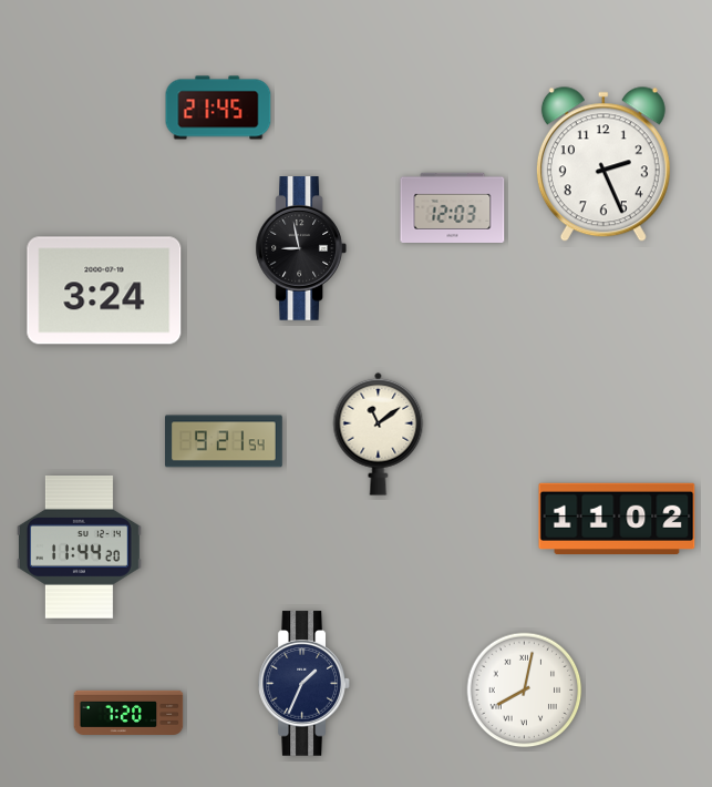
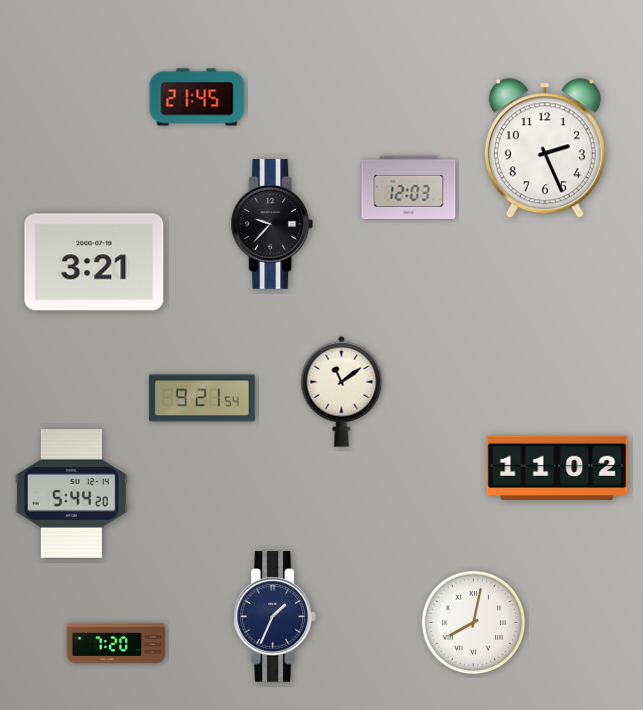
clock at (300, 248): 8:58 -> 9:37
clock at (104, 290): 3:24 -> 3:21
clock at (79, 548): 11:44 -> 5:44
